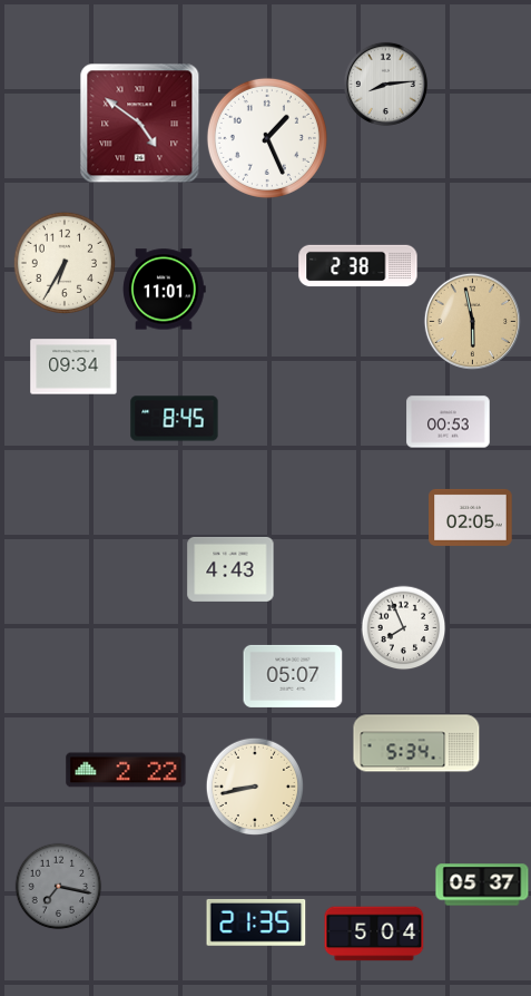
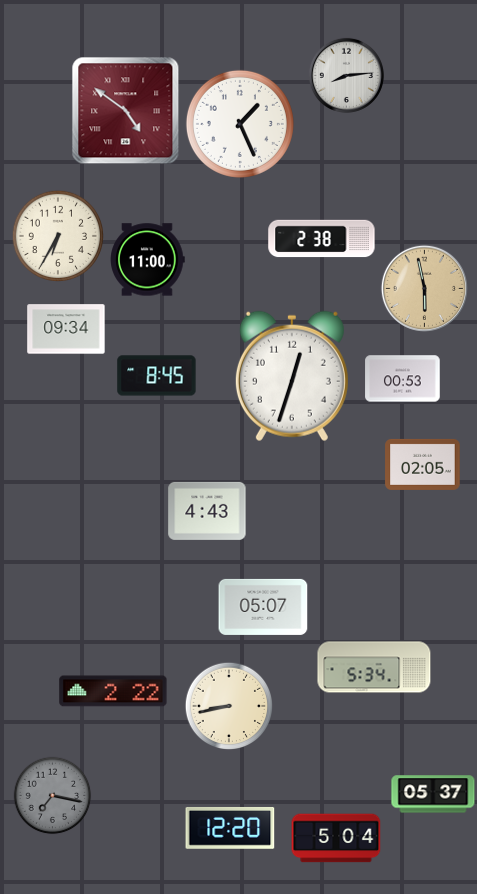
clock at (165, 290): 11:01 -> 11:00
clock at (292, 376): none -> 12:33
clock at (404, 628): 7:56 -> none
clock at (256, 922): 21:35 -> 12:20
